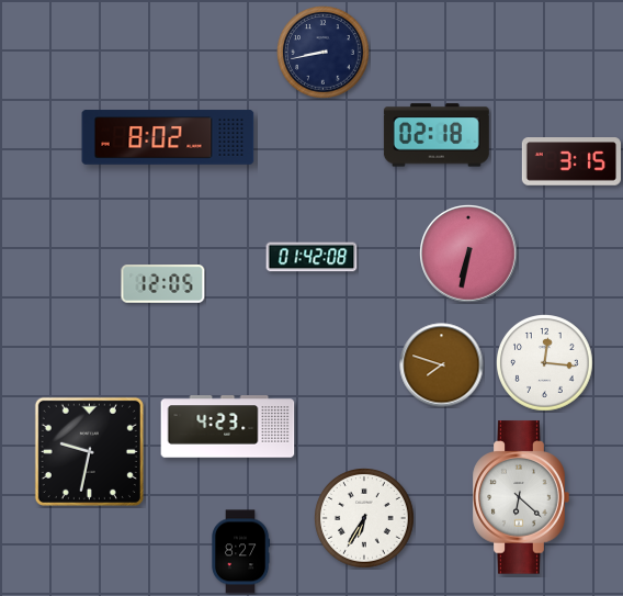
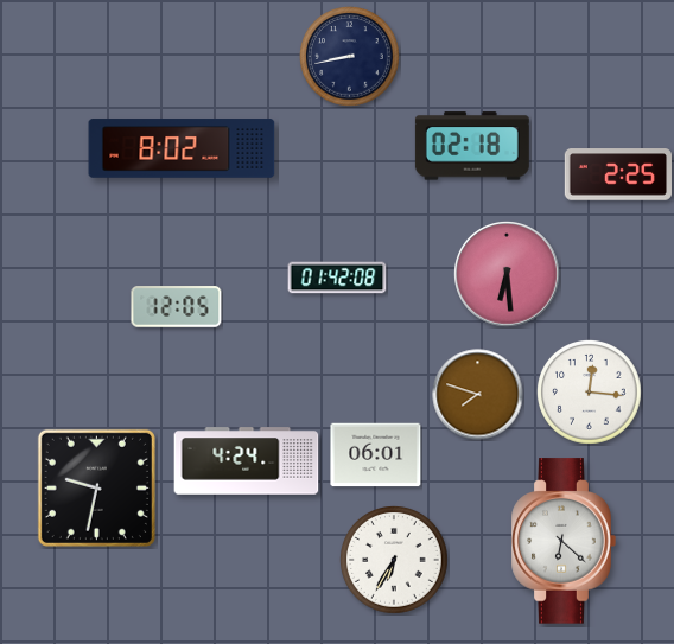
clock at (570, 161): 3:15 -> 2:25
clock at (469, 255): 6:32 -> 6:29
clock at (376, 455): none -> 06:01
clock at (228, 427): 4:23 -> 4:24
clock at (521, 497) position: (521, 497) -> (564, 541)
clock at (240, 552): 8:27 -> none
